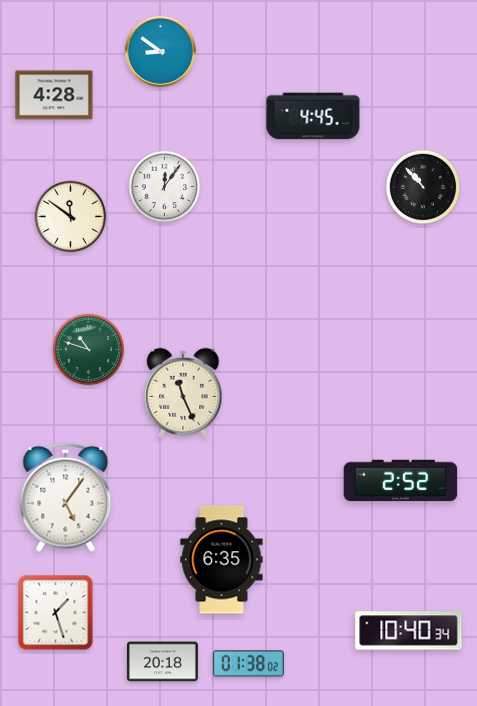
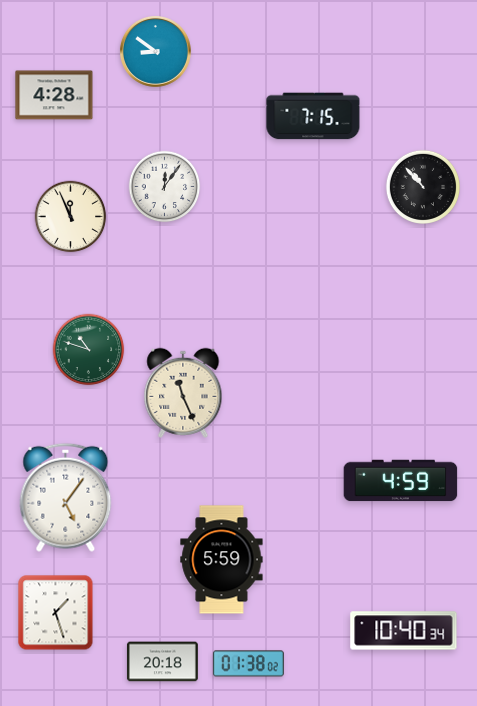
clock at (160, 51) position: (160, 51) -> (155, 51)
clock at (313, 116): 4:45 -> 7:15
clock at (71, 217): 11:51 -> 11:56
clock at (401, 481): 2:52 -> 4:59
clock at (222, 560): 6:35 -> 5:59
clock at (409, 631) position: (409, 631) -> (404, 631)
